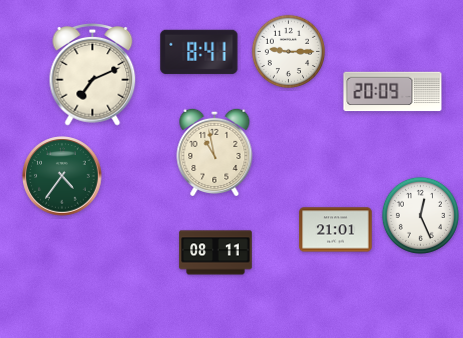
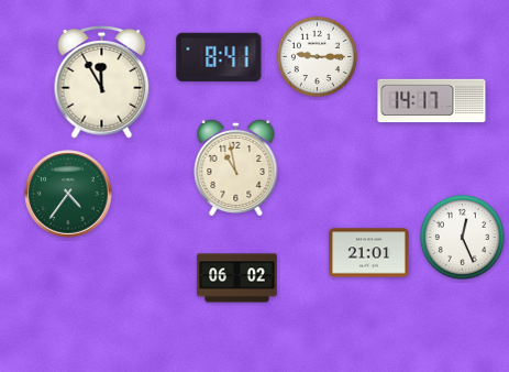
clock at (93, 75): 7:11 -> 11:55
clock at (393, 92): 20:09 -> 14:17
clock at (216, 253): 08:11 -> 06:02
